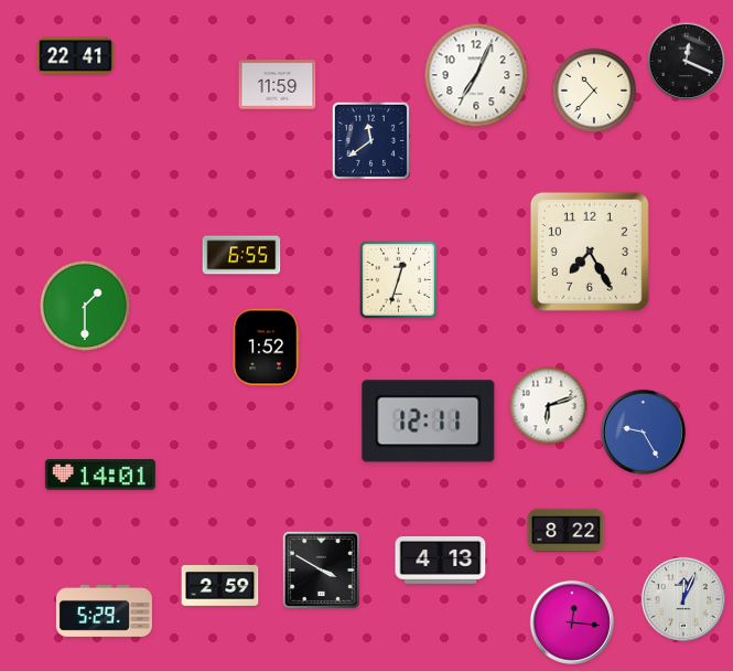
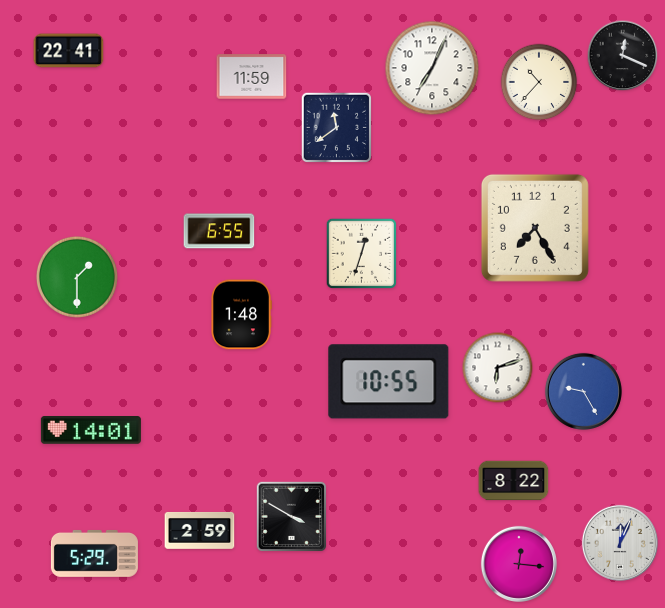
clock at (266, 348): 1:52 -> 1:48
clock at (429, 422): 12:11 -> 10:55
clock at (441, 560): 4:13 -> none
